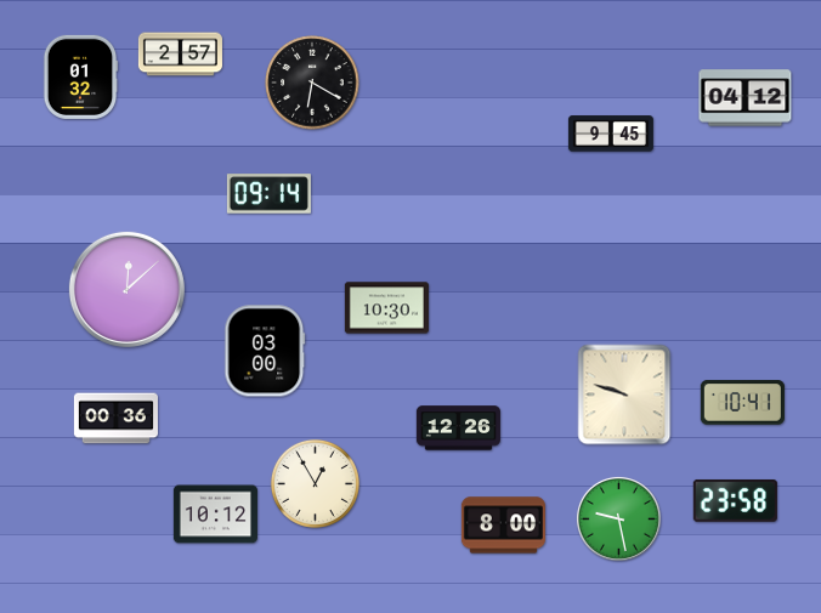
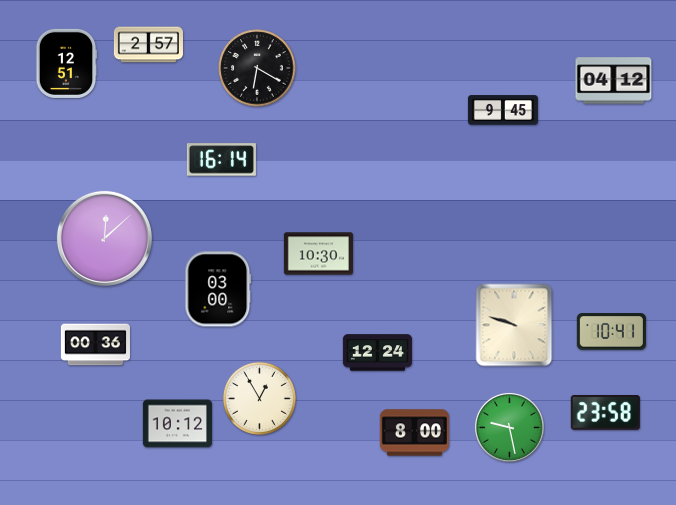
clock at (80, 76): 01:32 -> 12:51
clock at (268, 194): 09:14 -> 16:14
clock at (458, 428): 12:26 -> 12:24
